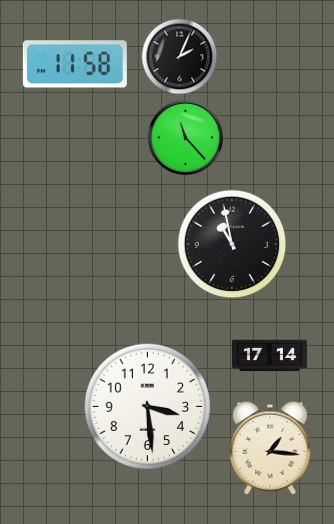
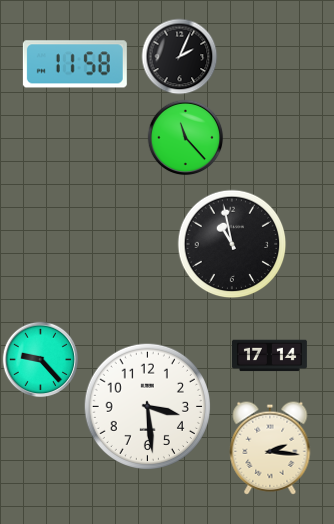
clock at (41, 360): none -> 9:23
clock at (270, 448): 1:16 -> 2:16
